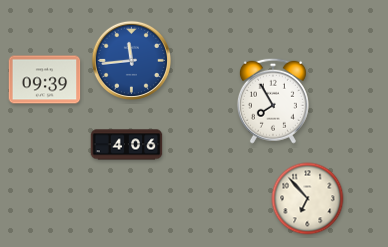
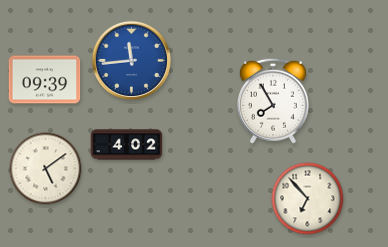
clock at (127, 145): 4:06 -> 4:02
clock at (46, 169): none -> 5:09
